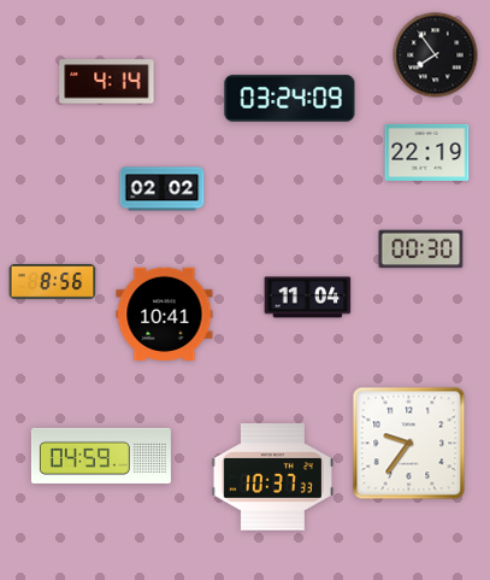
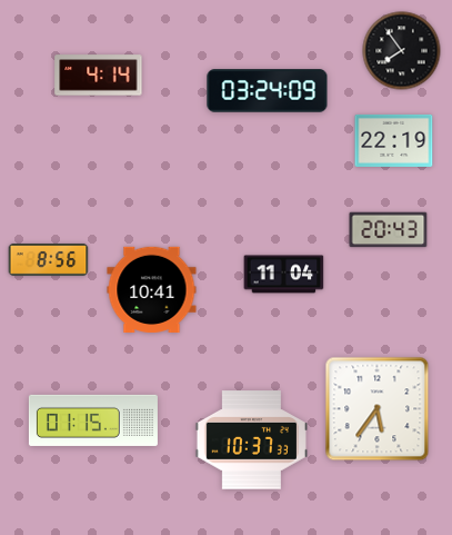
clock at (163, 189): 02:02 -> none
clock at (421, 250): 00:30 -> 20:43
clock at (409, 444): 9:36 -> 5:36
clock at (101, 456): 04:59 -> 01:15
